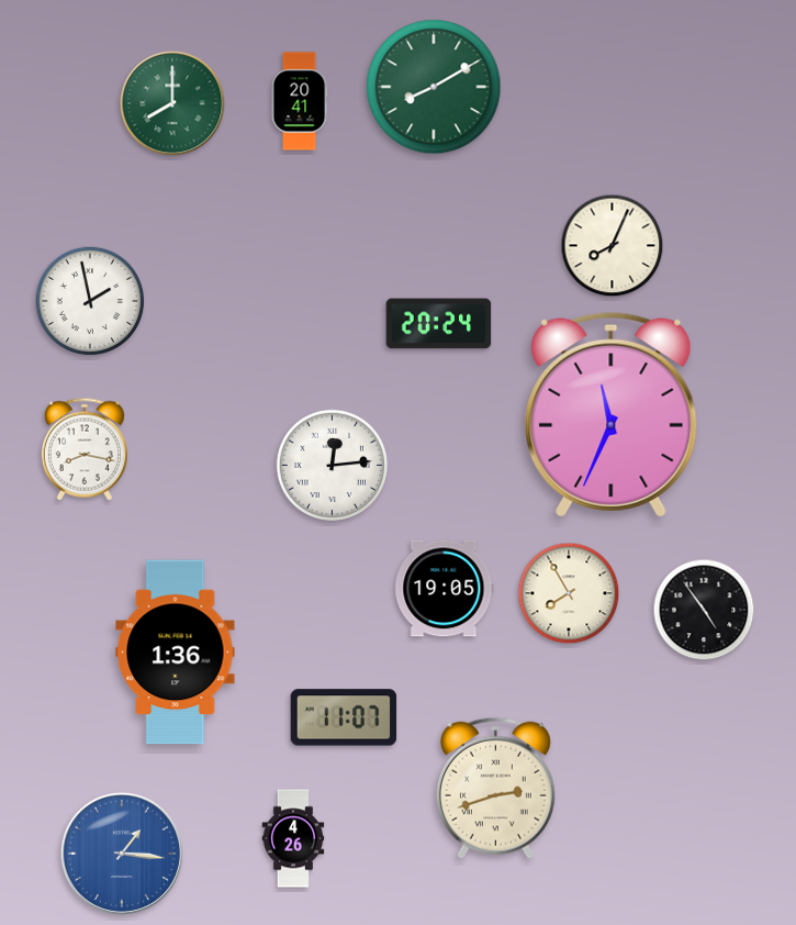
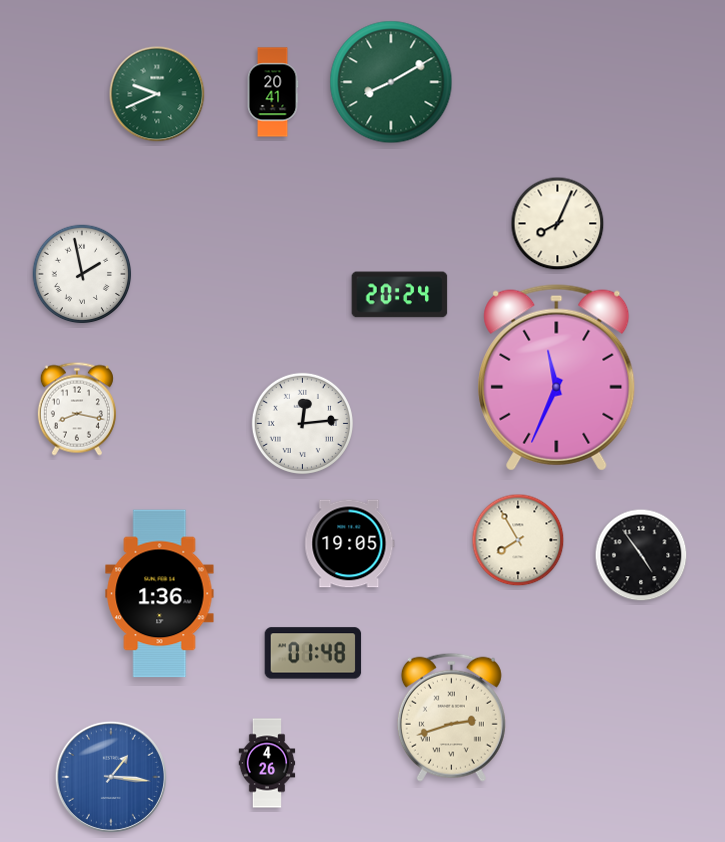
clock at (434, 87) position: (434, 87) -> (391, 82)
clock at (172, 103): 8:00 -> 9:41
clock at (445, 589) position: (445, 589) -> (350, 544)
clock at (344, 717): 11:07 -> 01:48
